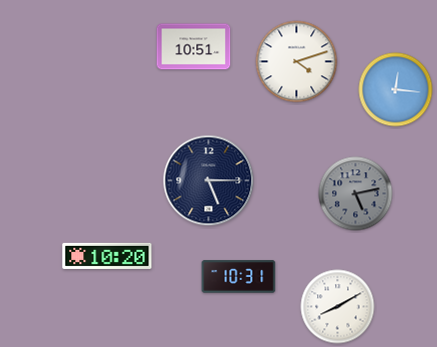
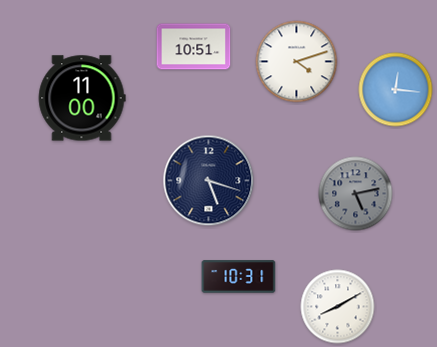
clock at (82, 98): none -> 11:00
clock at (209, 181): 5:15 -> 5:18
clock at (107, 256): 10:20 -> none
